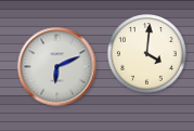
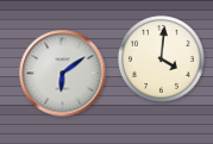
clock at (57, 67): 6:11 -> 6:09
